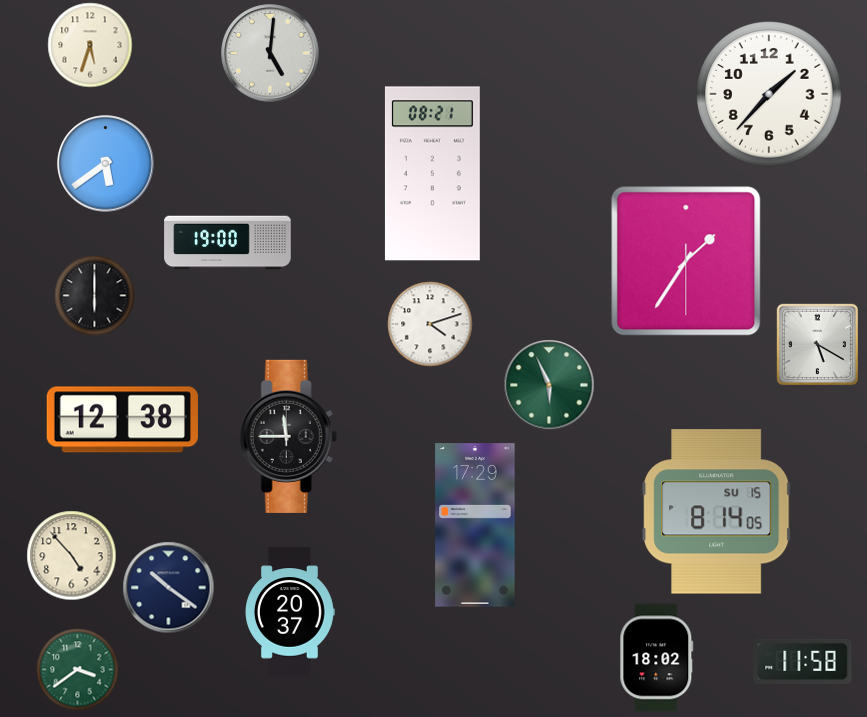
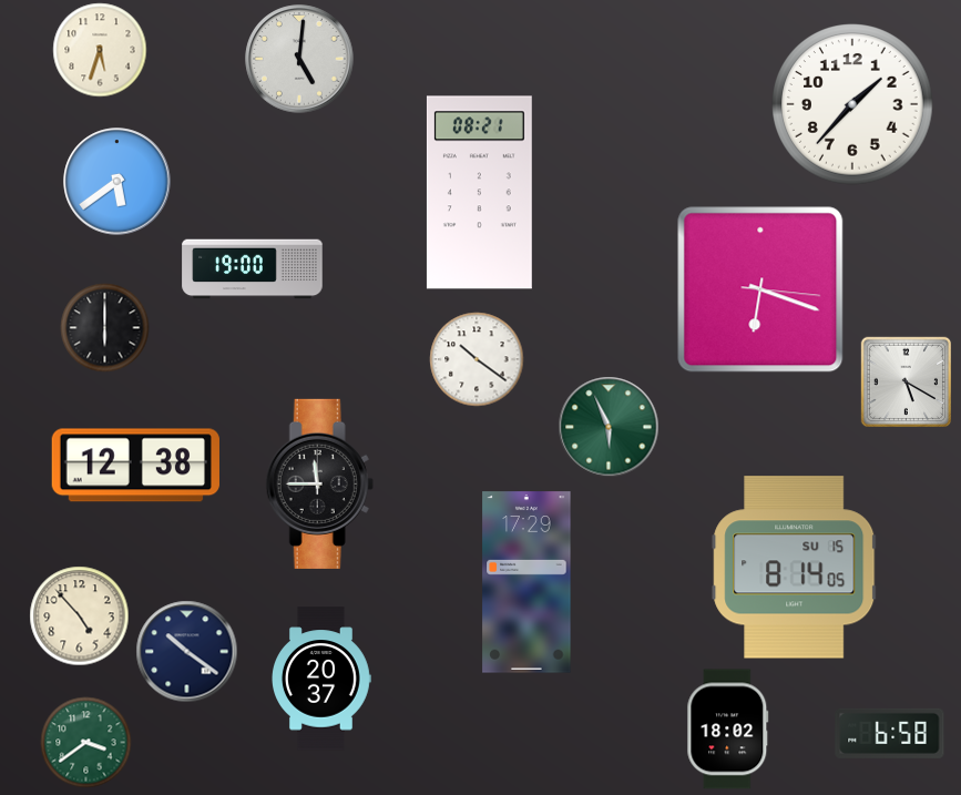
clock at (686, 261): 1:35 -> 6:18
clock at (430, 324): 4:12 -> 10:21
clock at (803, 661): 11:58 -> 6:58
